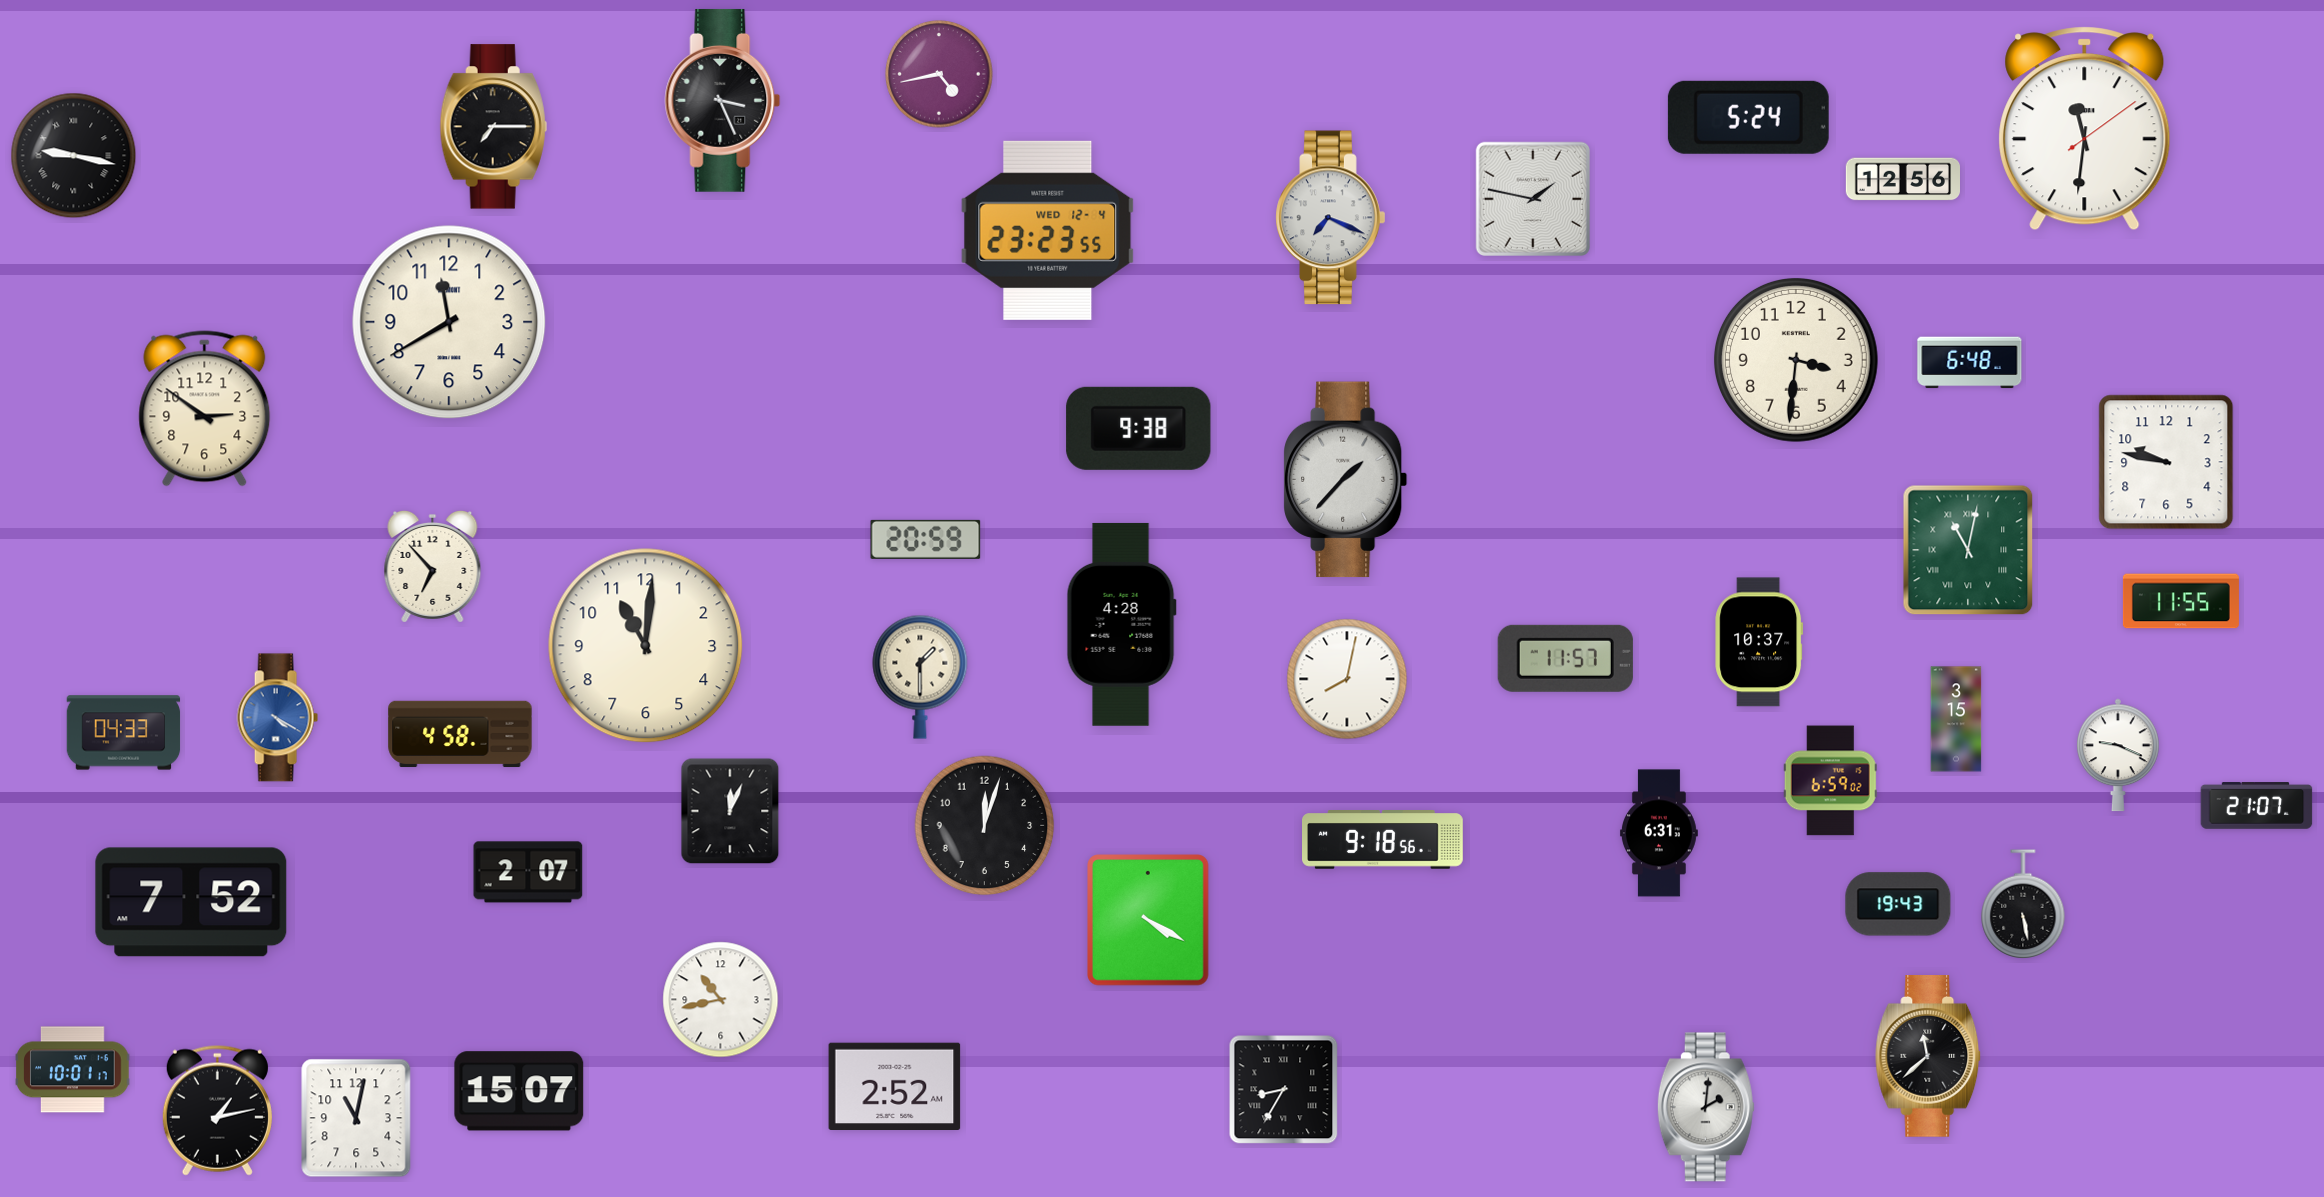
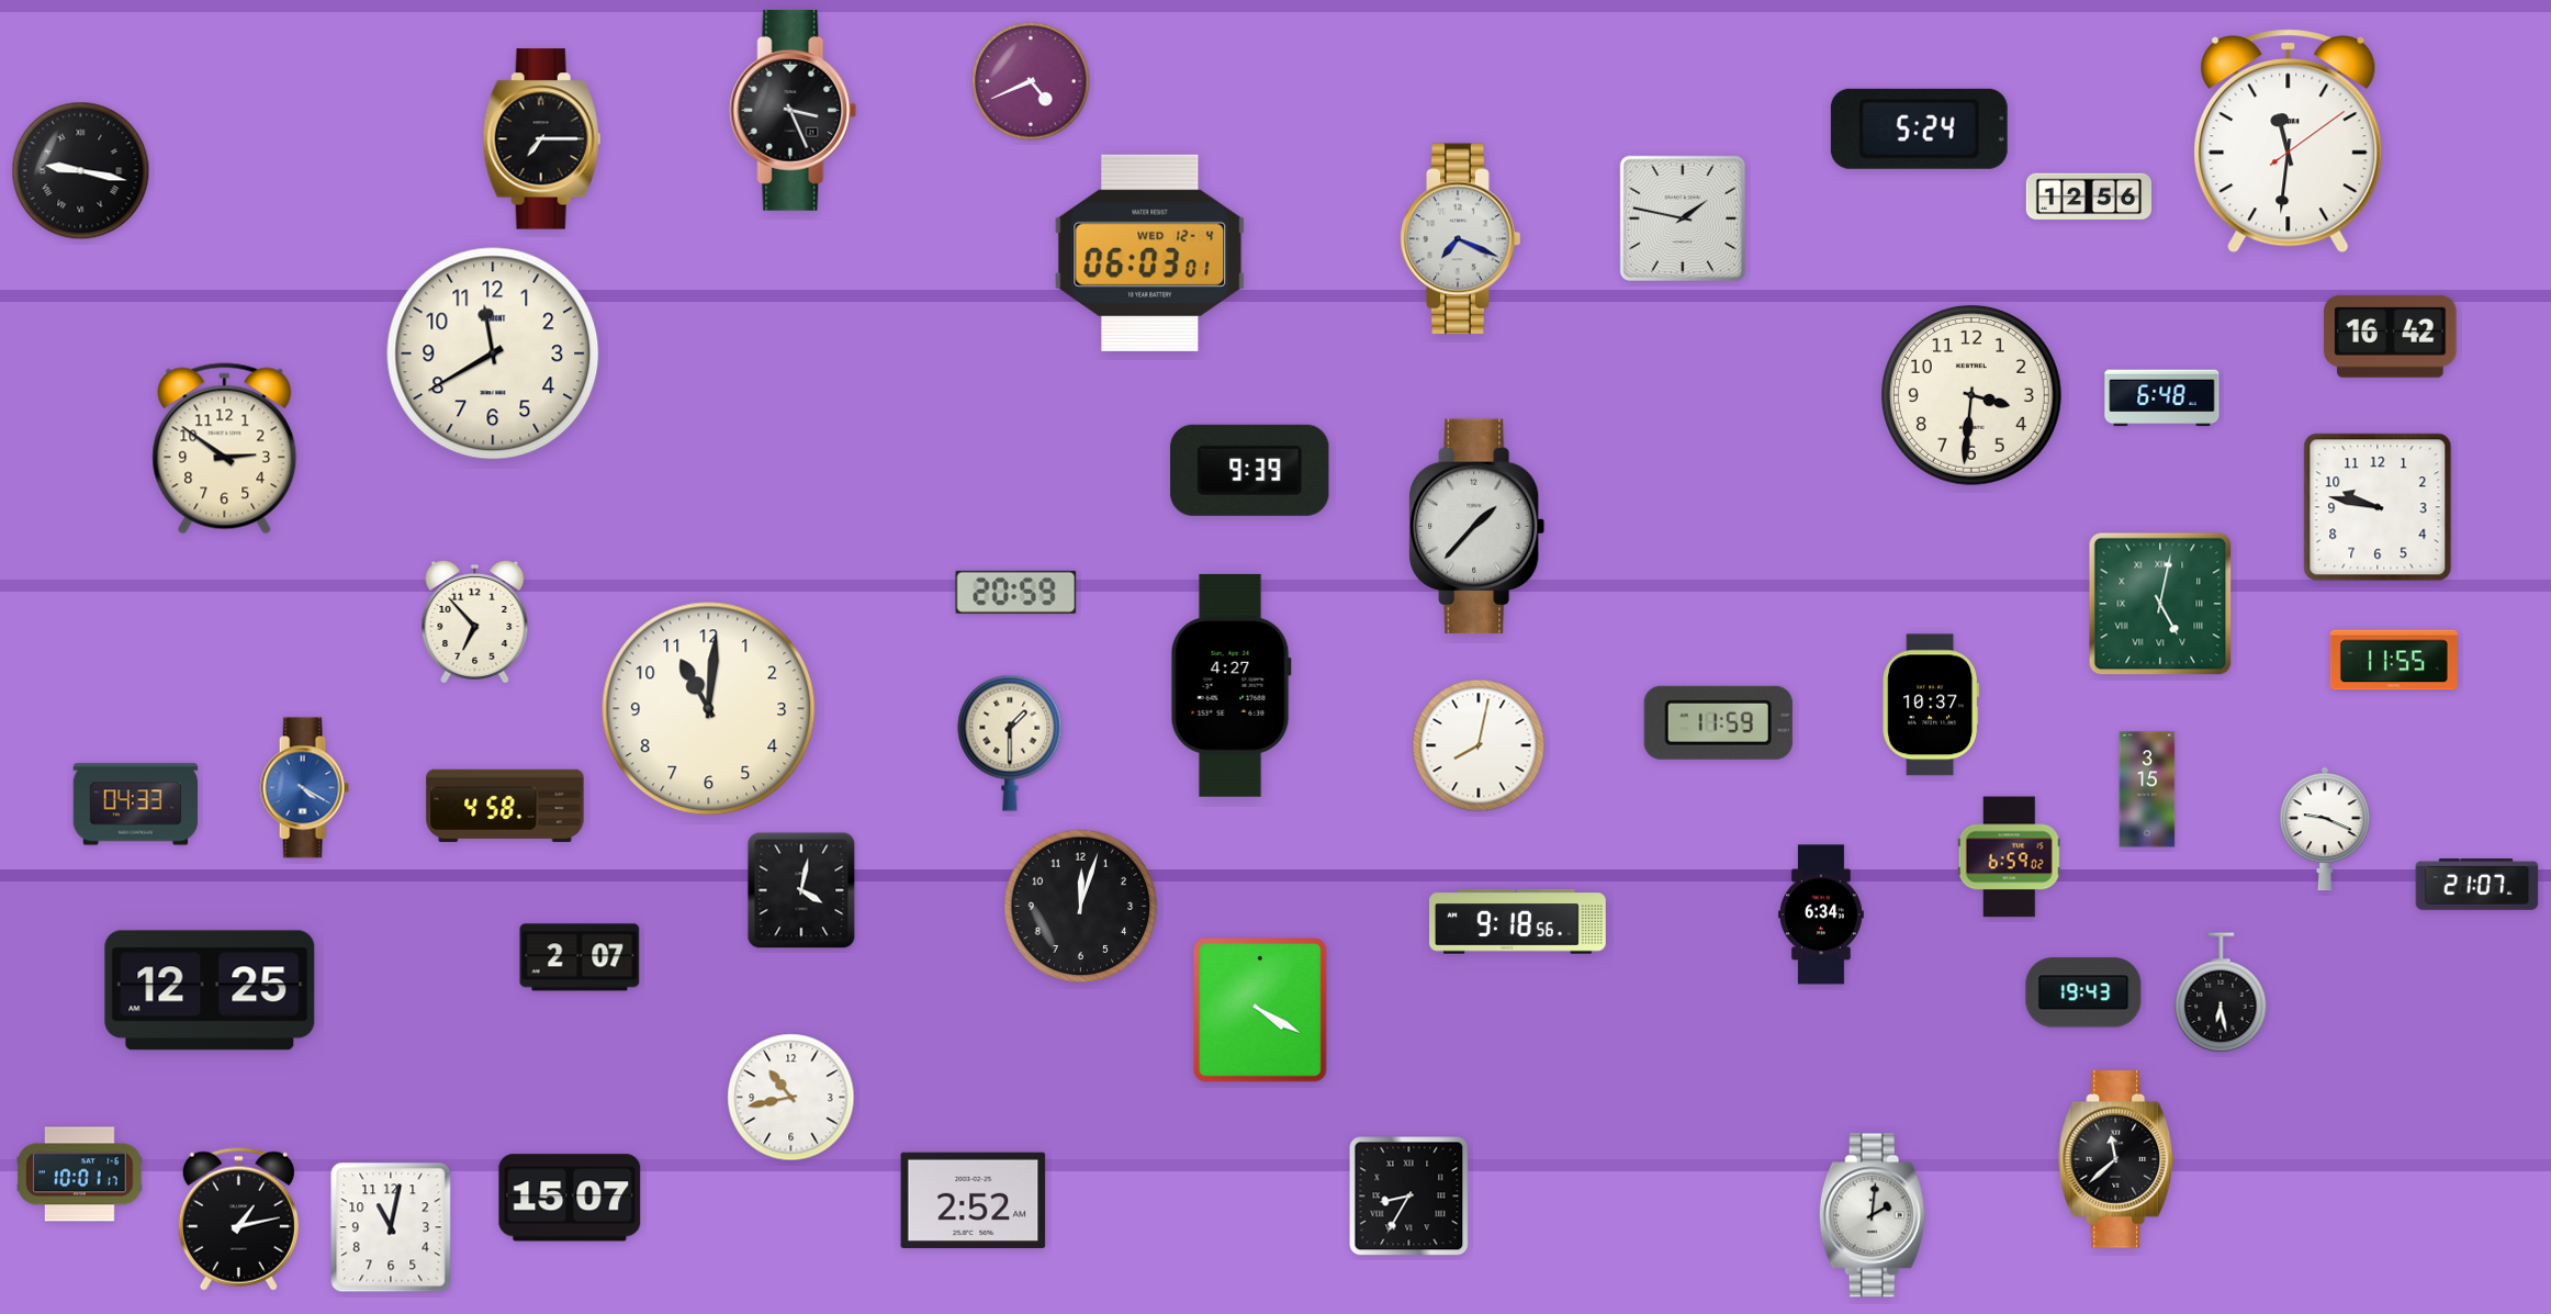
clock at (939, 74): 4:43 -> 4:41
clock at (1048, 230): 23:23 -> 06:03
clock at (2391, 336): none -> 16:42
clock at (1139, 428): 9:38 -> 9:39
clock at (1968, 550): 11:02 -> 5:02
clock at (1121, 624): 4:28 -> 4:27
clock at (1565, 658): 11:57 -> 11:59
clock at (730, 811): 12:04 -> 4:02
clock at (1659, 833): 6:31 -> 6:34
clock at (191, 902): 7:52 -> 12:25
clock at (2023, 904): 5:28 -> 6:28
clock at (895, 1087) position: (895, 1087) -> (974, 1201)
